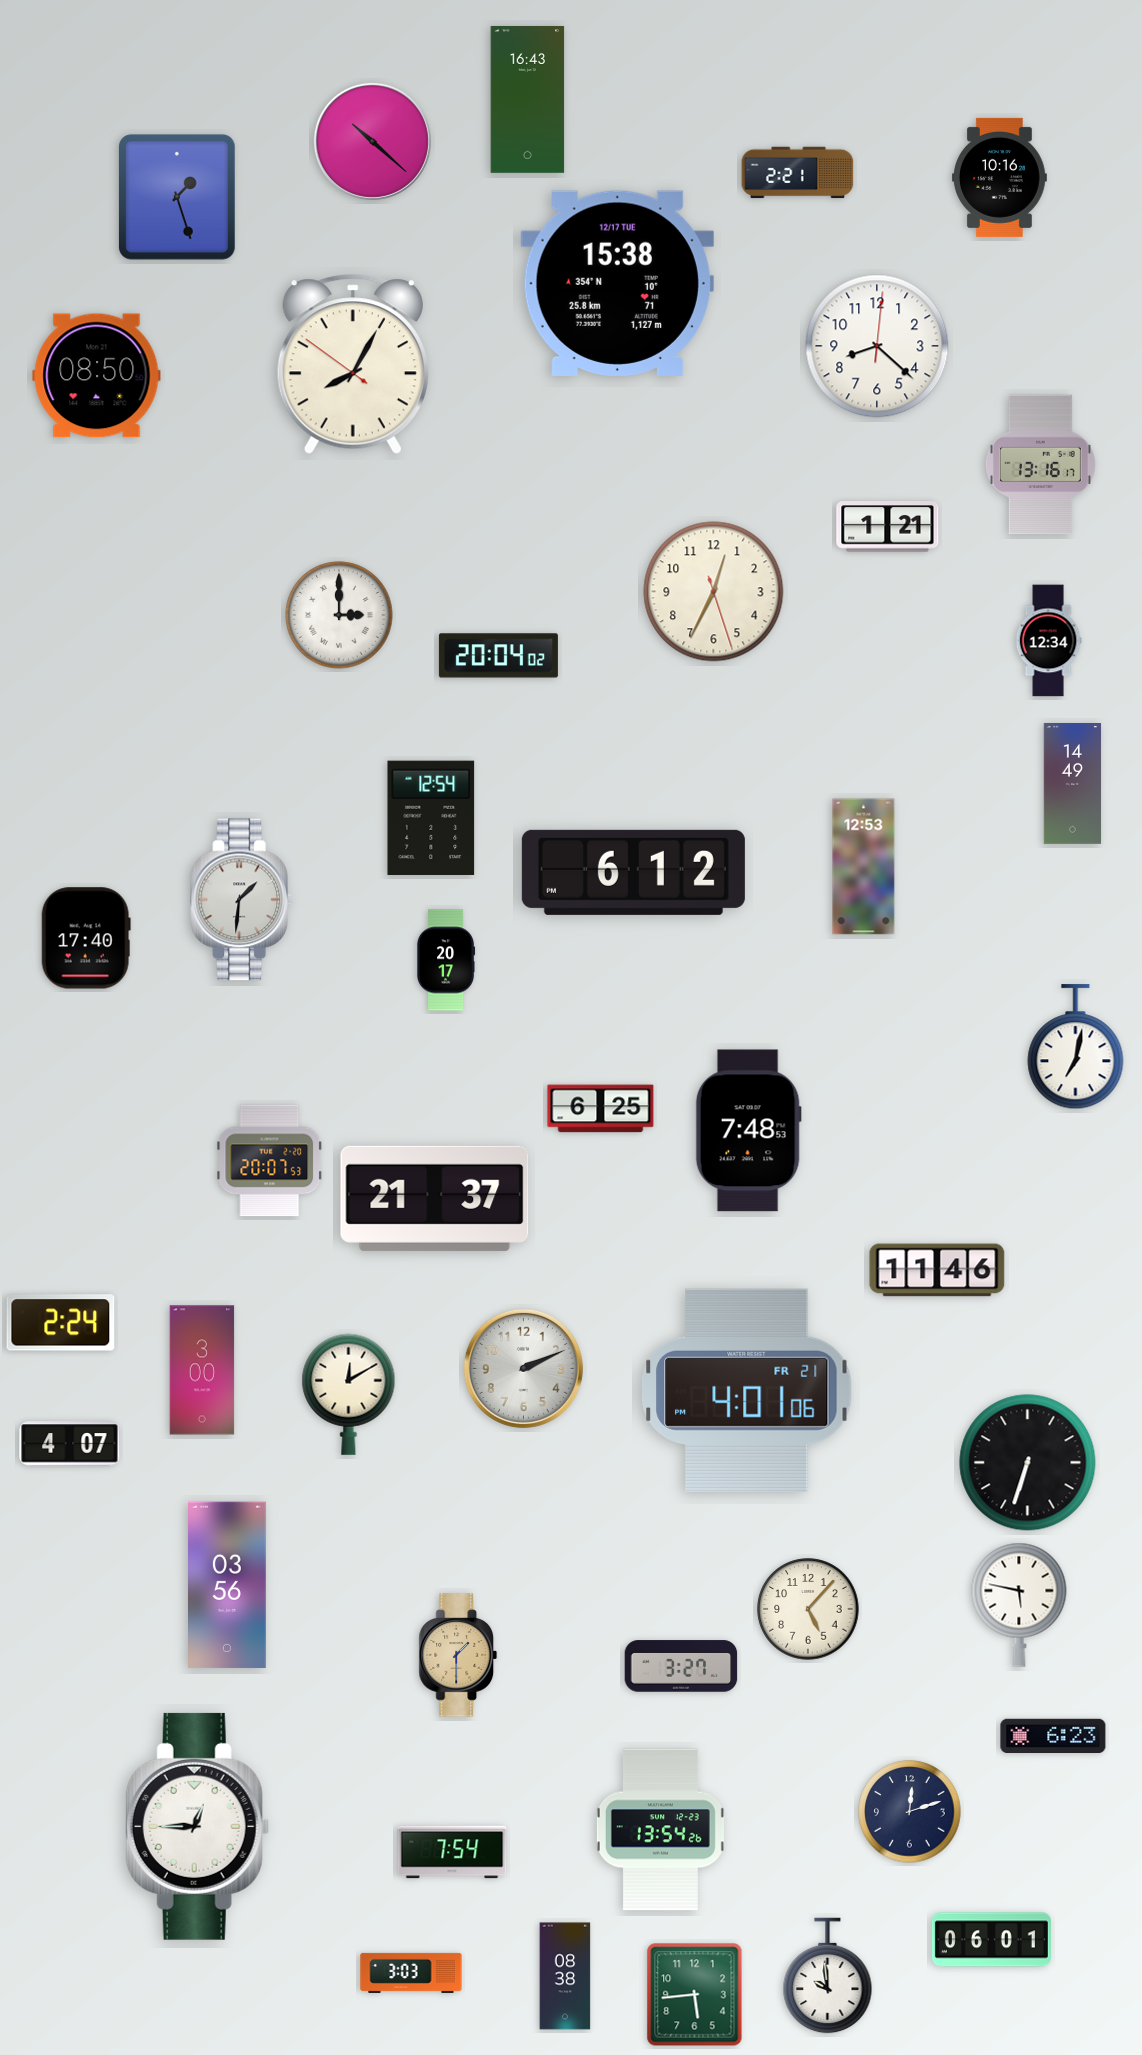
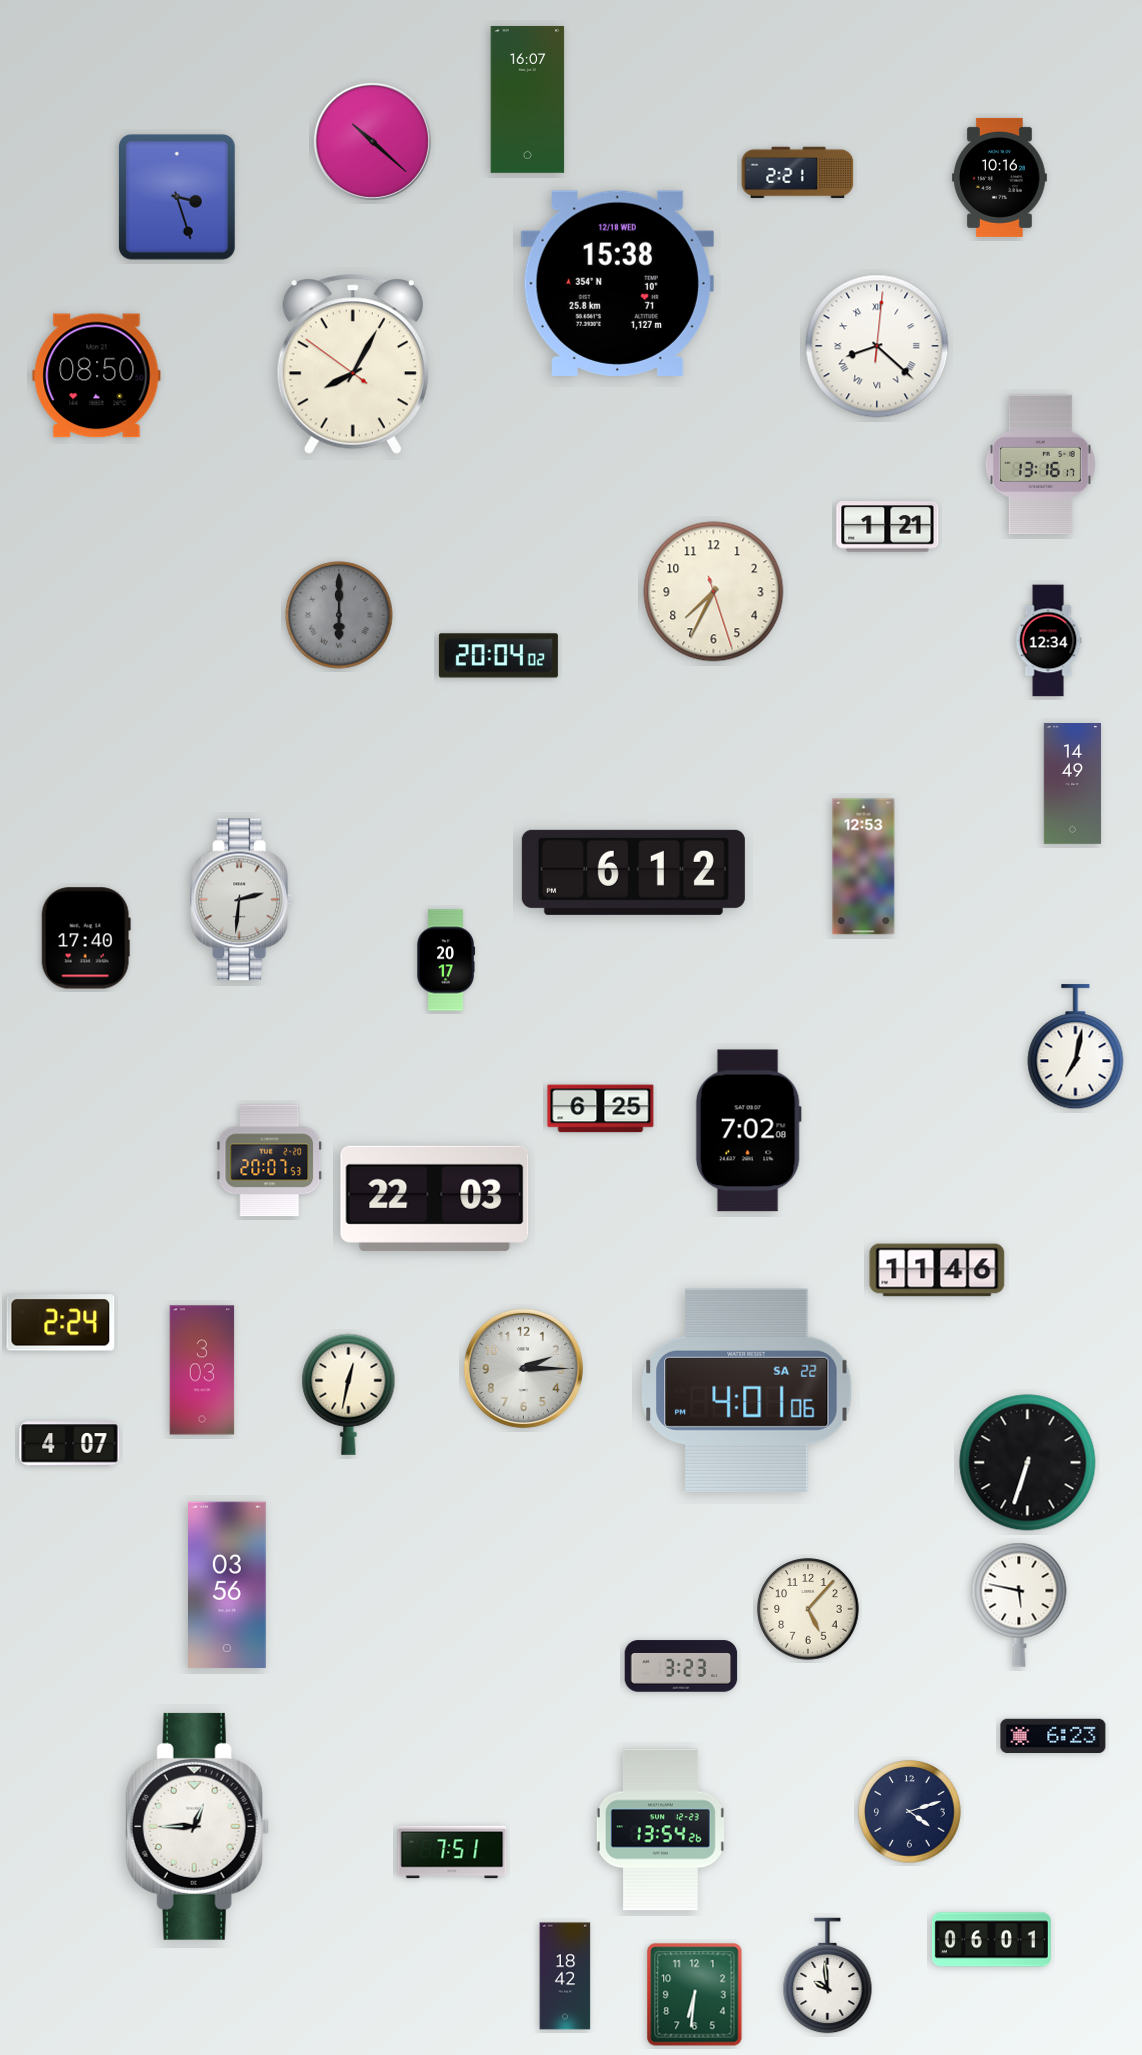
clock at (528, 99): 16:43 -> 16:07
clock at (177, 198): 1:27 -> 3:27
clock at (617, 283) date: 12/17 TUE -> 12/18 WED
clock at (877, 346) numerals: Arabic -> Roman
clock at (714, 592): 12:34 -> 7:34
clock at (339, 615): 3:00 -> 6:00
clock at (339, 615) dial: white -> grey
clock at (431, 818): 12:54 -> none
clock at (242, 900): 1:31 -> 2:31
clock at (748, 1131): 7:48 -> 7:02
clock at (435, 1198): 21:37 -> 22:03
clock at (523, 1368): 2:11 -> 2:15
clock at (202, 1370): 3:00 -> 3:03
clock at (747, 1390) date: FR 21 -> SA 22
clock at (349, 1394): 12:10 -> 12:32
clock at (458, 1655): 1:30 -> none
clock at (681, 1666): 3:27 -> 3:23
clock at (910, 1812): 12:12 -> 4:12
clock at (452, 1852): 7:54 -> 7:51
clock at (411, 1973): 3:03 -> none
clock at (565, 1976): 08:38 -> 18:42
clock at (695, 1995): 5:44 -> 6:31
